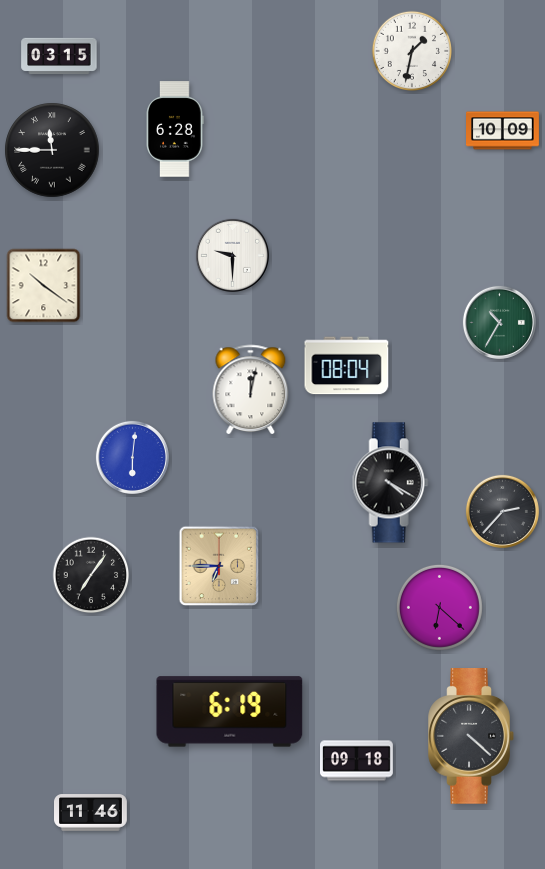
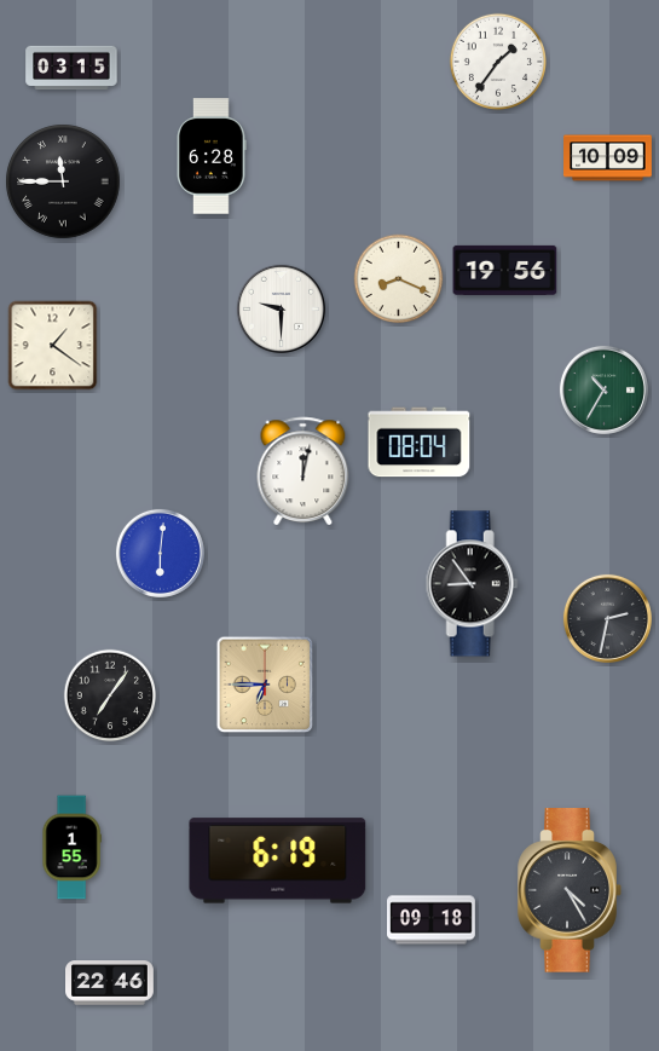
clock at (411, 50): 1:32 -> 1:36
clock at (505, 270): none -> 19:56
clock at (399, 279): none -> 8:19
clock at (44, 286): 10:21 -> 1:21
clock at (390, 483): 4:20 -> 8:54
clock at (502, 511): 2:37 -> 2:32
clock at (439, 607): 6:22 -> none
clock at (71, 848): none -> 1:55
clock at (471, 736): 4:22 -> 4:25
clock at (91, 813): 11:46 -> 22:46
